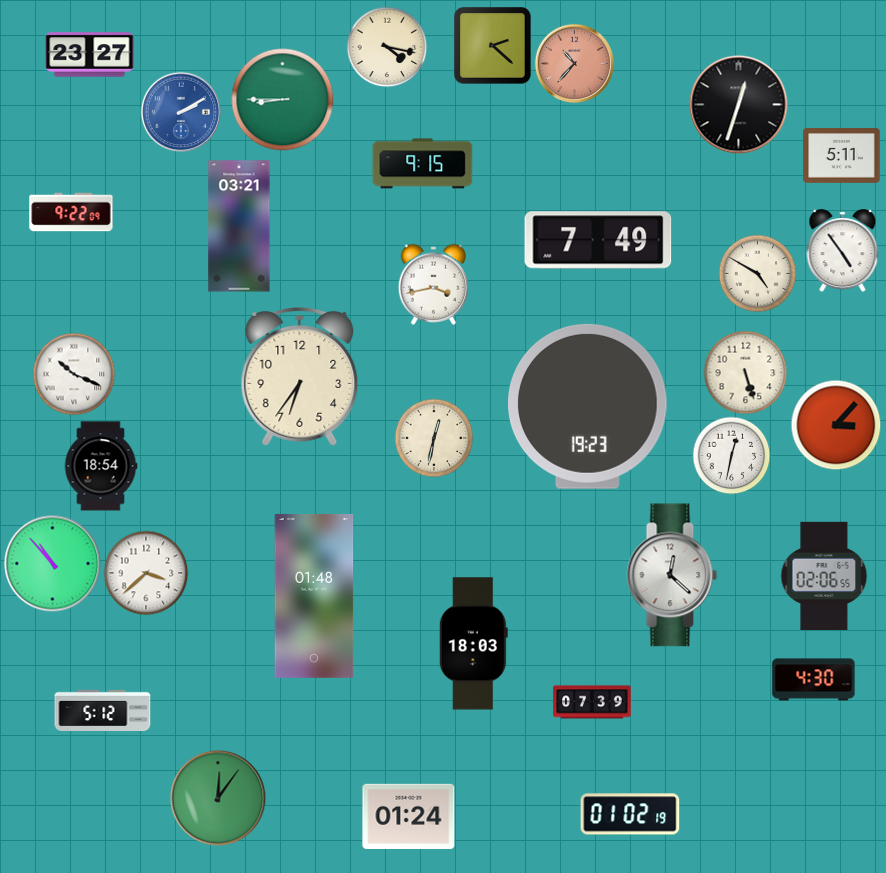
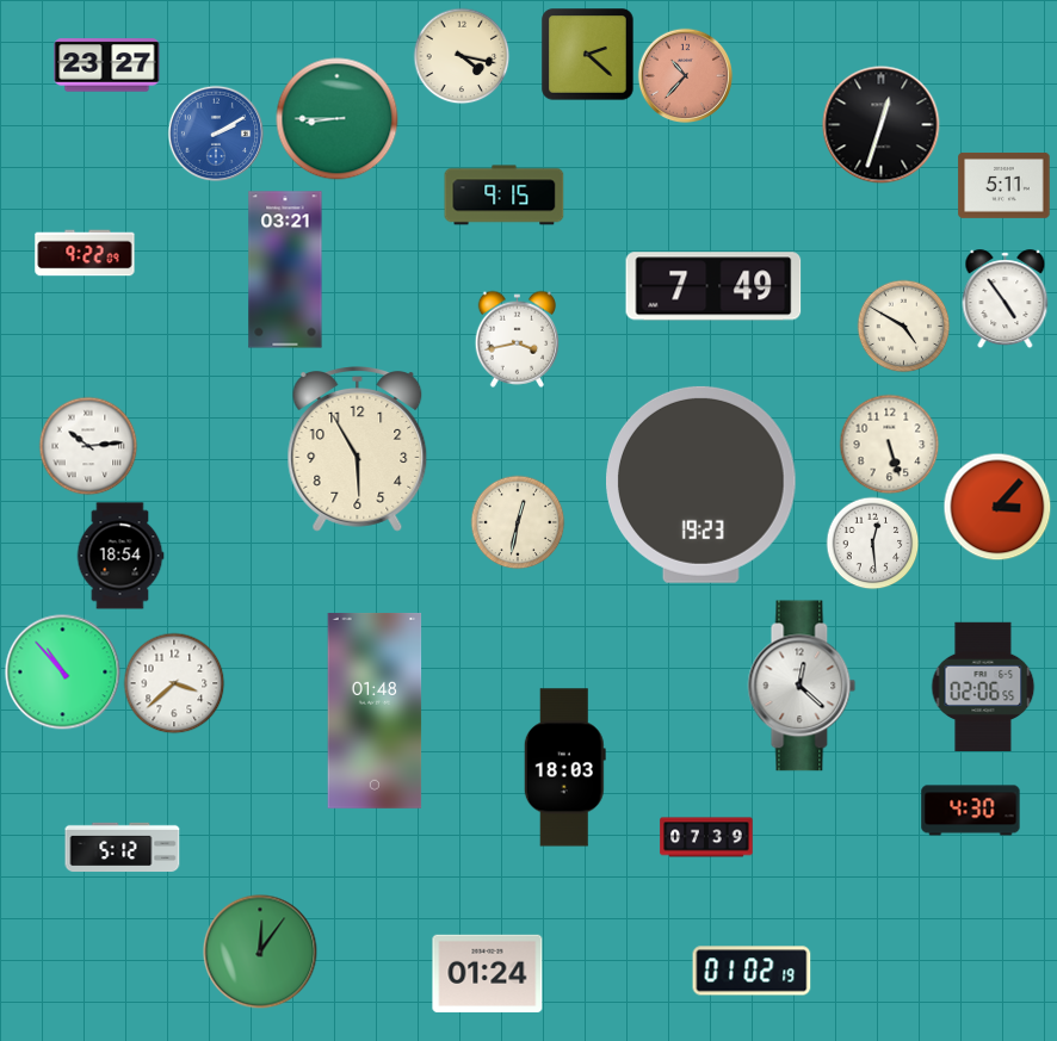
clock at (74, 374): 10:19 -> 10:14
clock at (300, 377): 6:36 -> 5:55
clock at (731, 455): 12:32 -> 12:29
